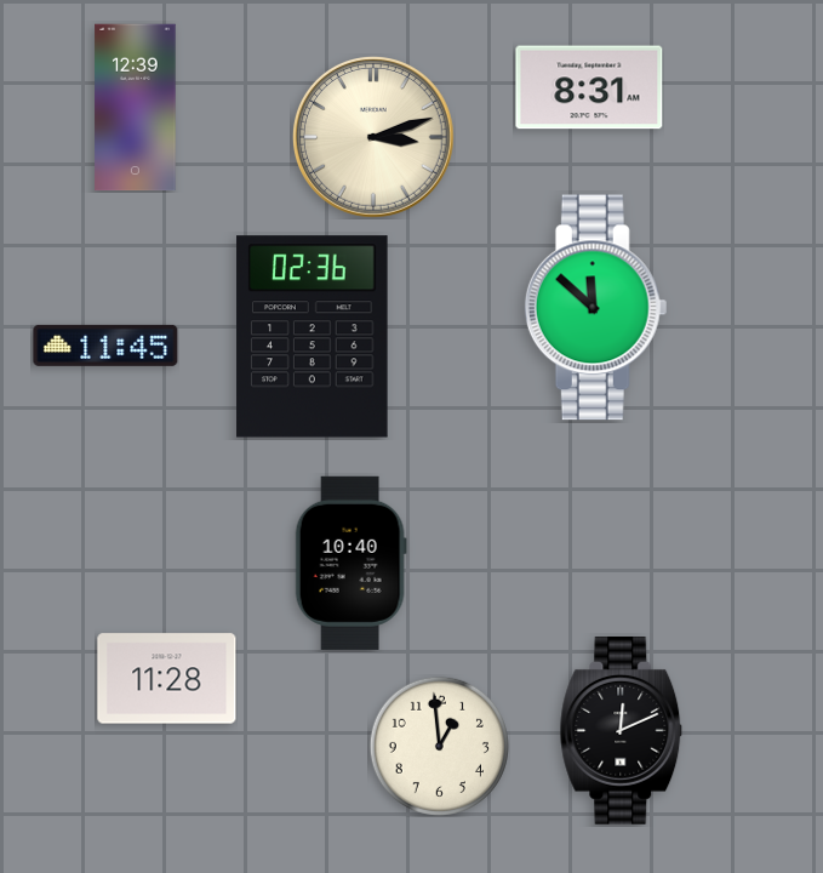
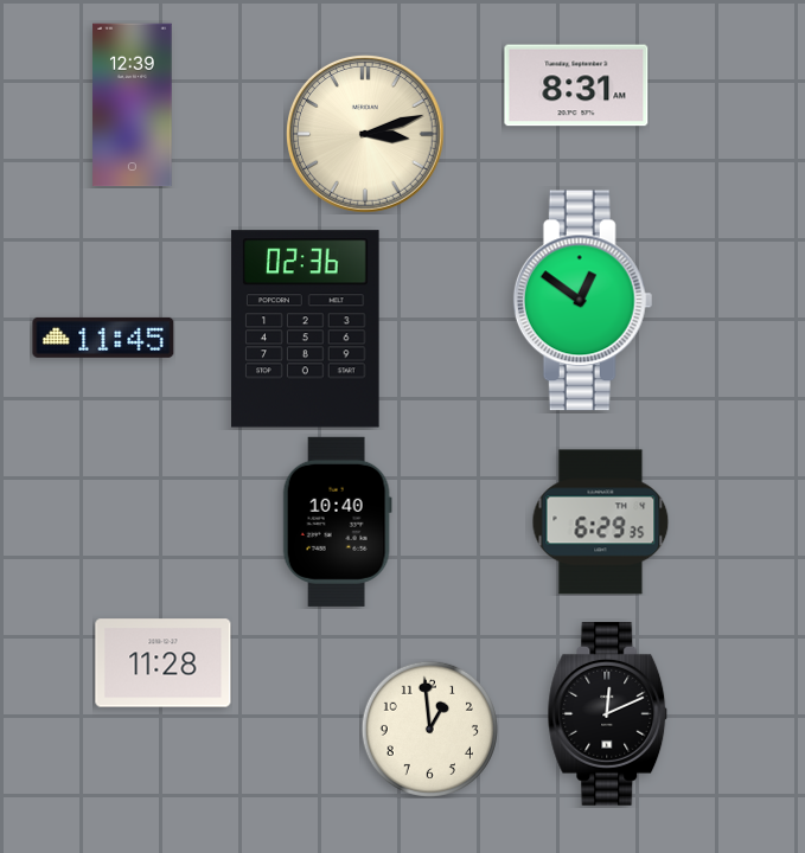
clock at (596, 308): 11:52 -> 12:51
clock at (601, 522): none -> 6:29
clock at (350, 563) position: (350, 563) -> (337, 521)
